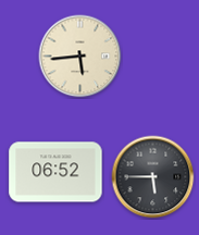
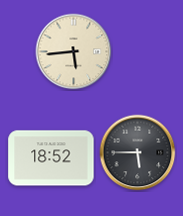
clock at (55, 172): 06:52 -> 18:52
clock at (153, 177) position: (153, 177) -> (138, 153)
